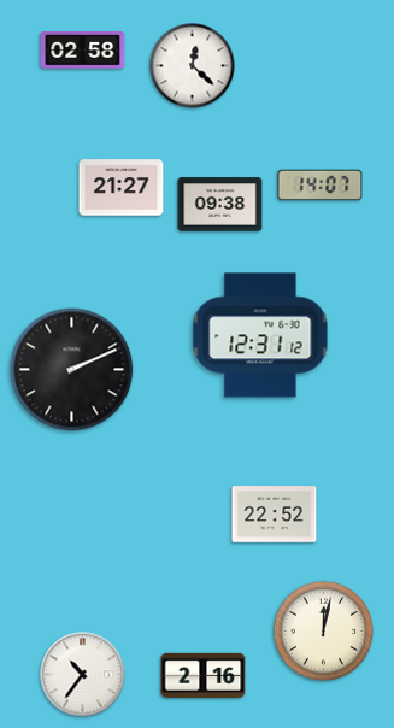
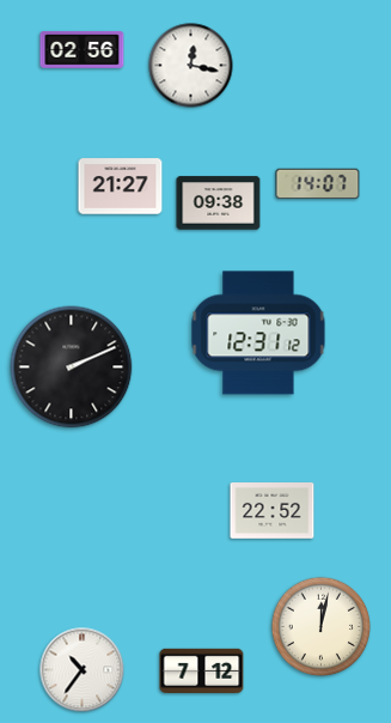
clock at (83, 49): 02:58 -> 02:56
clock at (193, 66): 12:22 -> 12:17
clock at (204, 675): 2:16 -> 7:12
